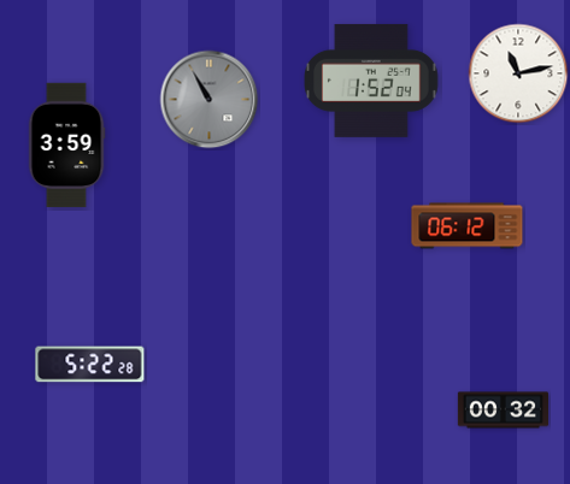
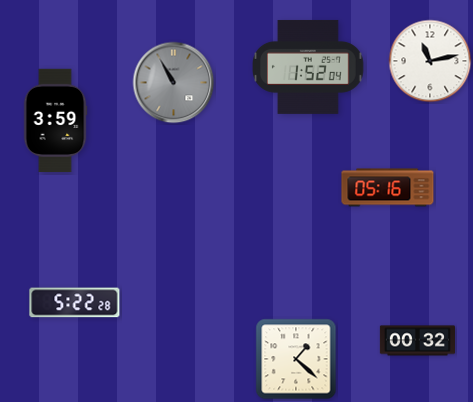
clock at (468, 226): 06:12 -> 05:16
clock at (296, 359): none -> 1:22
